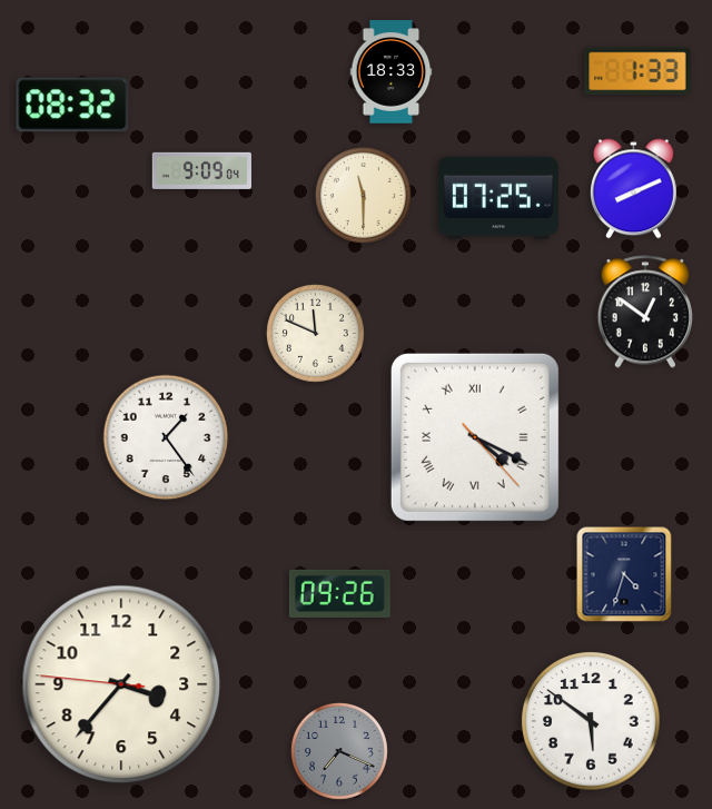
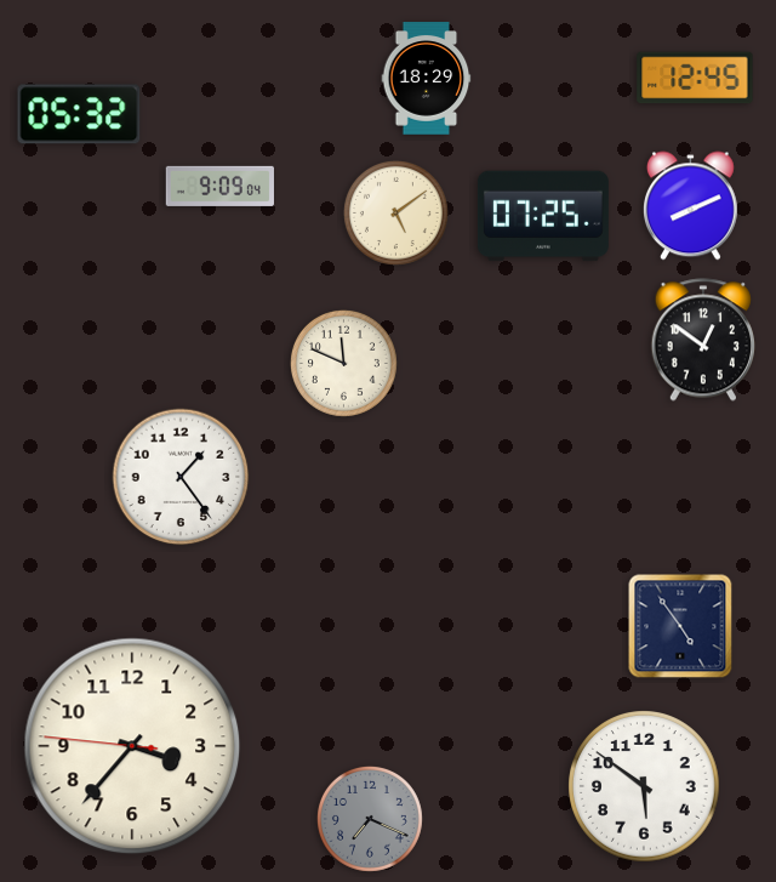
clock at (637, 71): 1:33 -> 12:45
clock at (392, 72): 18:33 -> 18:29
clock at (72, 105): 08:32 -> 05:32
clock at (363, 195): 11:30 -> 5:09
clock at (475, 437): 4:19 -> none
clock at (624, 574): 4:33 -> 4:54
clock at (339, 593): 09:26 -> none
